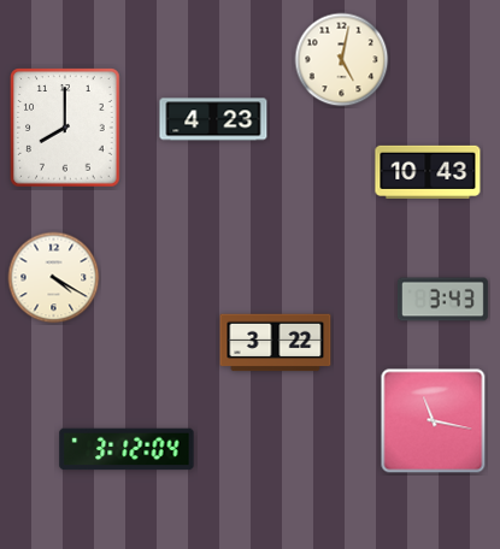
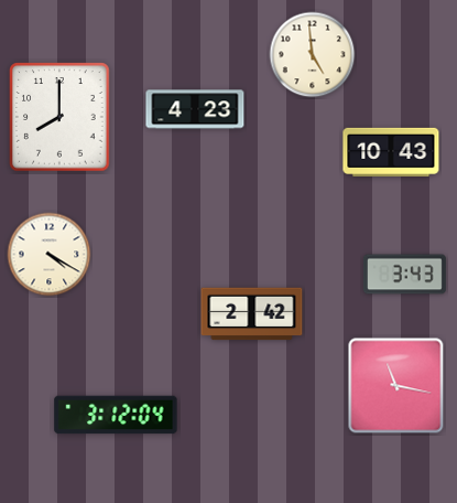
clock at (342, 60): 5:02 -> 4:59
clock at (428, 172) position: (428, 172) -> (391, 152)
clock at (276, 343): 3:22 -> 2:42
clock at (127, 449) position: (127, 449) -> (116, 415)
